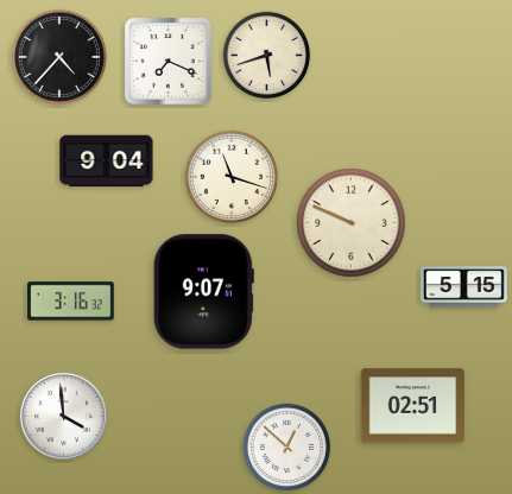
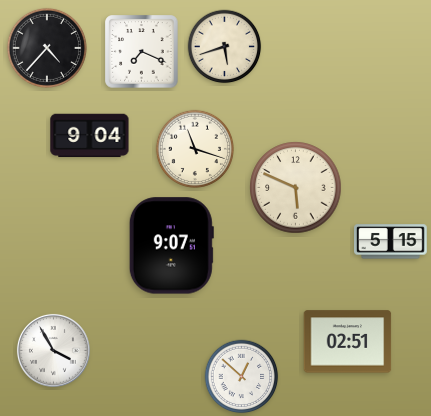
clock at (59, 57) position: (59, 57) -> (47, 48)
clock at (352, 223): 9:49 -> 5:49
clock at (71, 302): 3:16 -> none
clock at (63, 416): 3:59 -> 3:55
